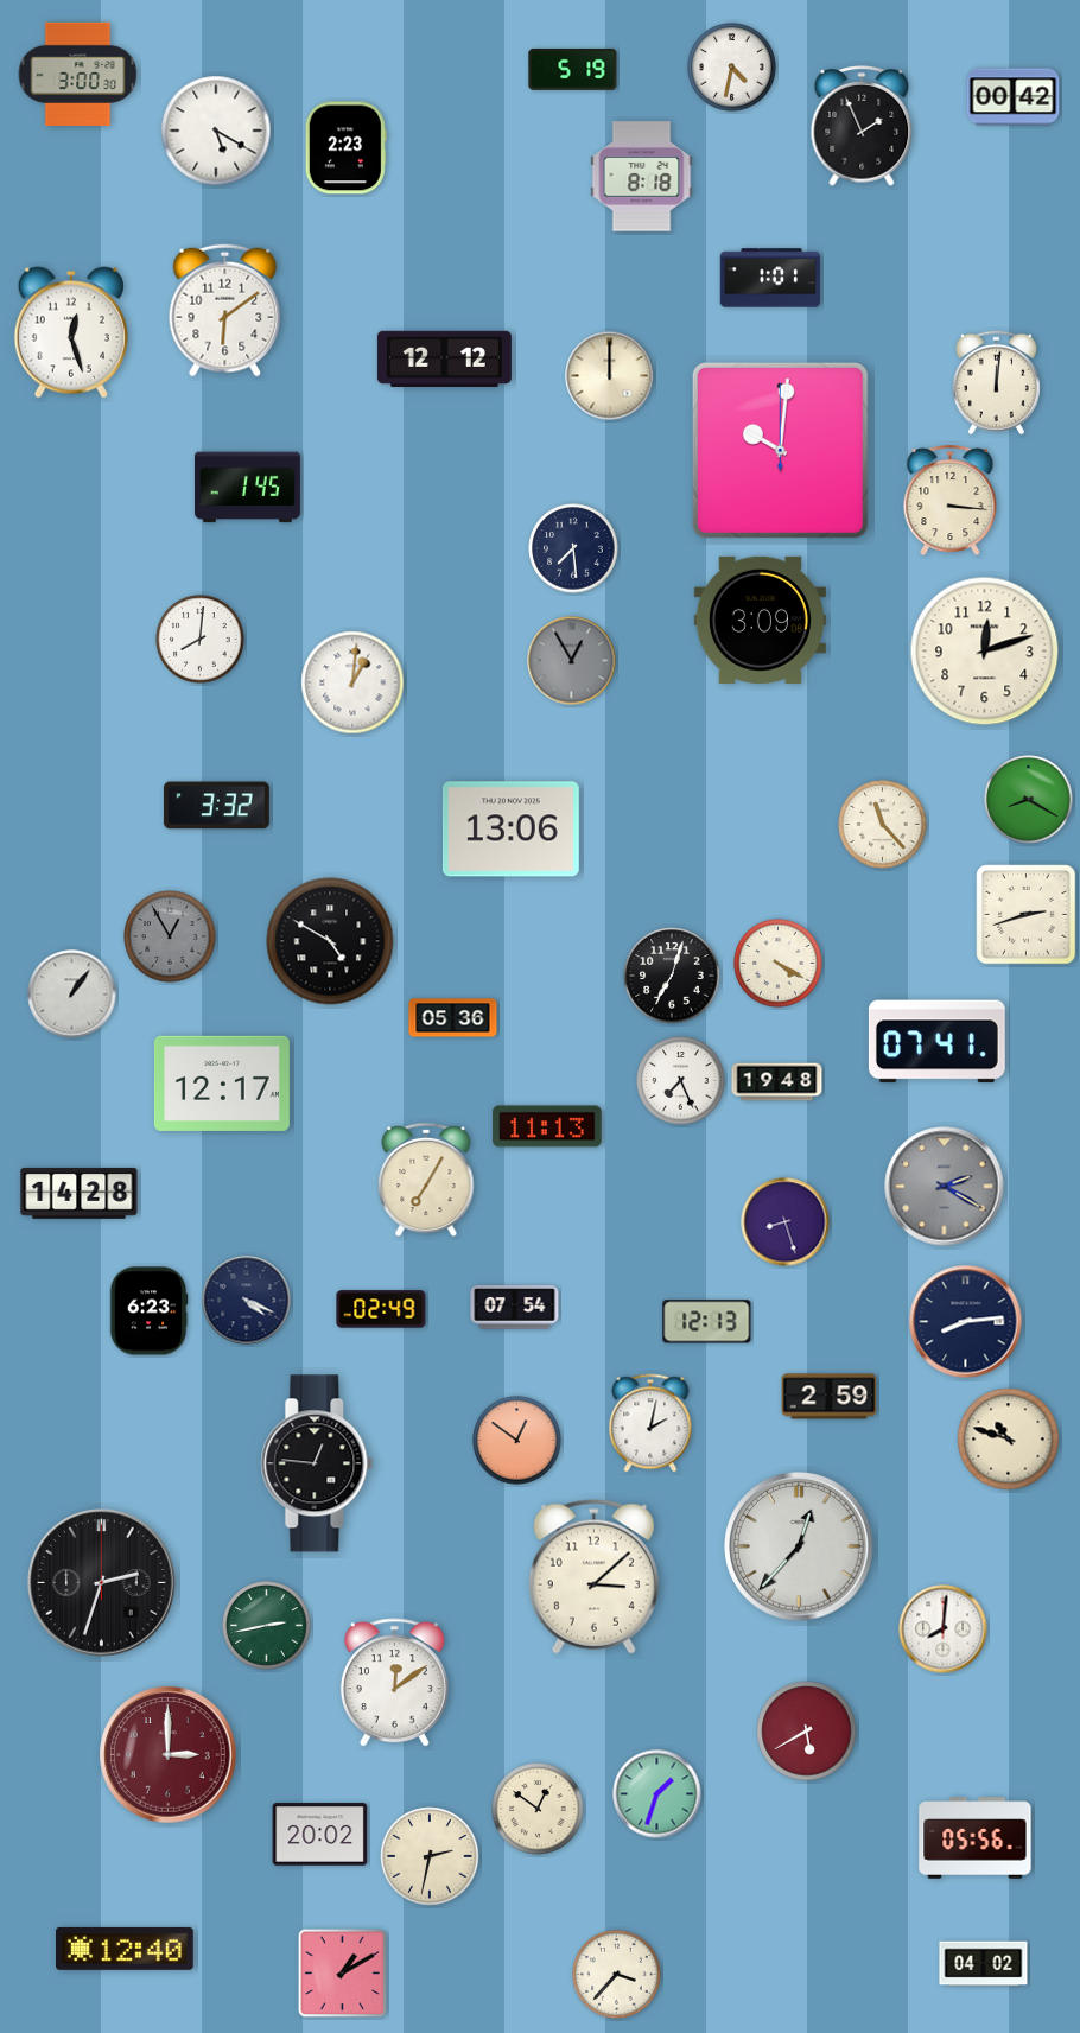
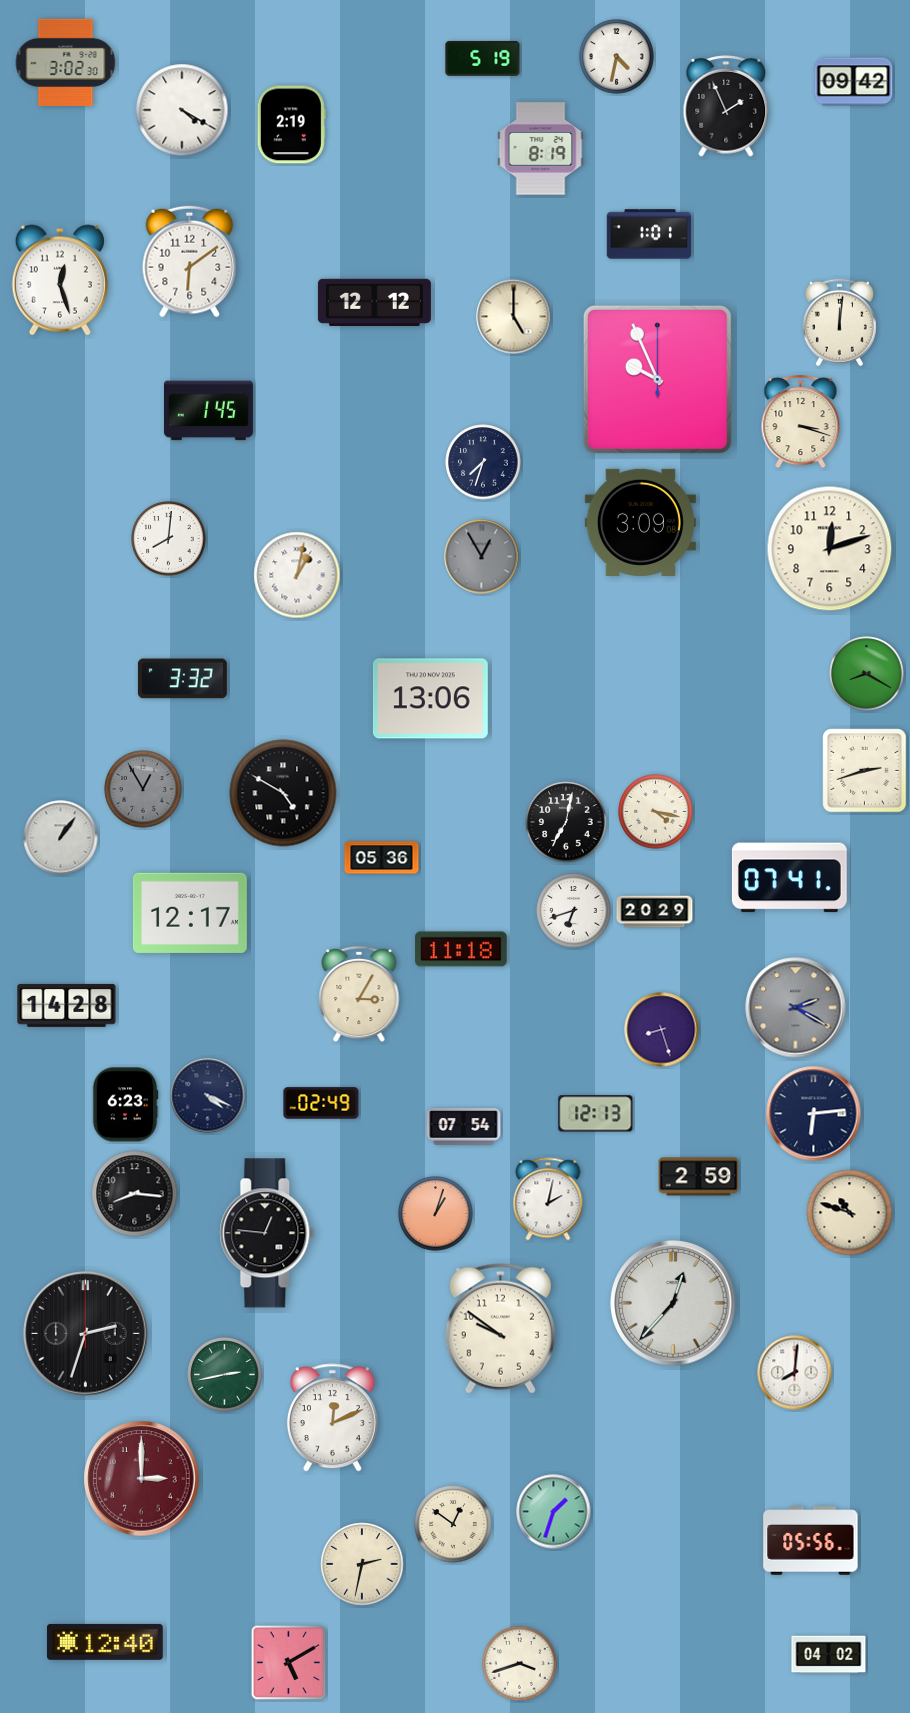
clock at (78, 74): 3:00 -> 3:02
clock at (1014, 97): 00:42 -> 09:42
clock at (216, 131): 5:20 -> 4:20
clock at (345, 148): 2:23 -> 2:19
clock at (642, 177): 8:18 -> 8:19
clock at (610, 376): 12:00 -> 5:00
clock at (780, 450): 10:01 -> 9:56
clock at (951, 501): 3:16 -> 3:18
clock at (573, 548): 7:29 -> 7:33
clock at (352, 682): 1:01 -> 1:02
clock at (883, 825): 11:23 -> none
clock at (330, 941) position: (330, 941) -> (283, 793)
clock at (779, 964): 4:20 -> 4:17
clock at (672, 976): 7:03 -> 7:02
clock at (681, 1081): 7:26 -> 6:42
clock at (777, 1082): 19:48 -> 20:29
clock at (222, 1084) position: (222, 1084) -> (190, 913)
clock at (547, 1126): 11:13 -> 11:18
clock at (426, 1180): 7:05 -> 3:05
clock at (945, 1187) position: (945, 1187) -> (796, 1008)
clock at (515, 1308) position: (515, 1308) -> (464, 1127)
clock at (966, 1322): 8:14 -> 6:14
clock at (135, 1194): none -> 8:16
clock at (517, 1441): 12:51 -> 1:03
clock at (593, 1576): 3:08 -> 9:51
clock at (267, 1626) position: (267, 1626) -> (225, 1375)
clock at (394, 1683): 12:09 -> 12:11
clock at (807, 1732): 5:40 -> none
clock at (320, 1835): 20:02 -> none
clock at (976, 1838) position: (976, 1838) -> (811, 1541)
clock at (343, 1974): 1:10 -> 5:10
clock at (617, 1975): 3:37 -> 3:42
